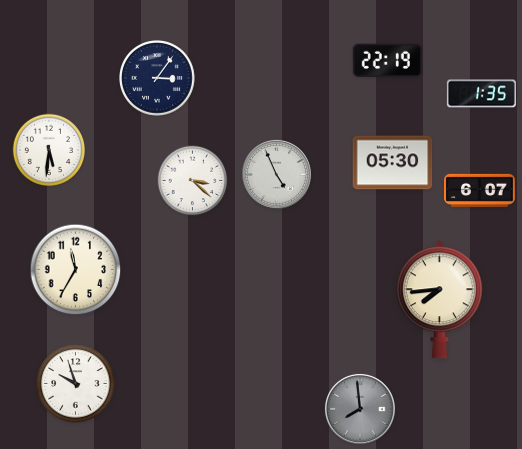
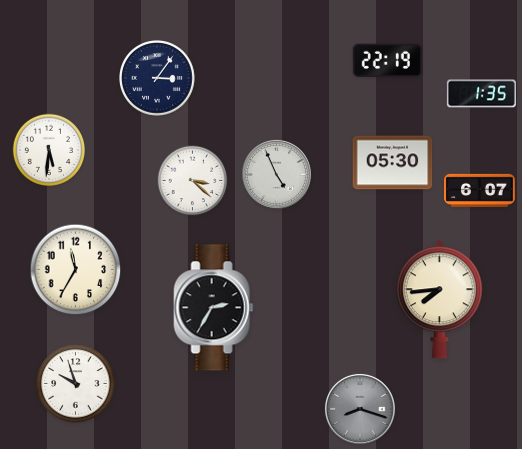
clock at (214, 308): none -> 2:35
clock at (360, 409): 7:59 -> 8:18
